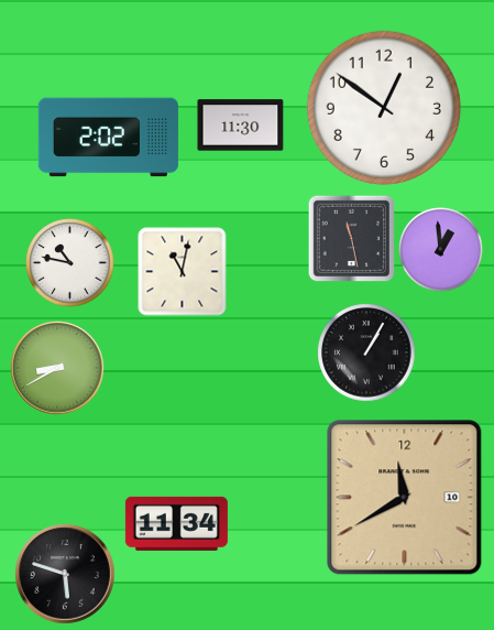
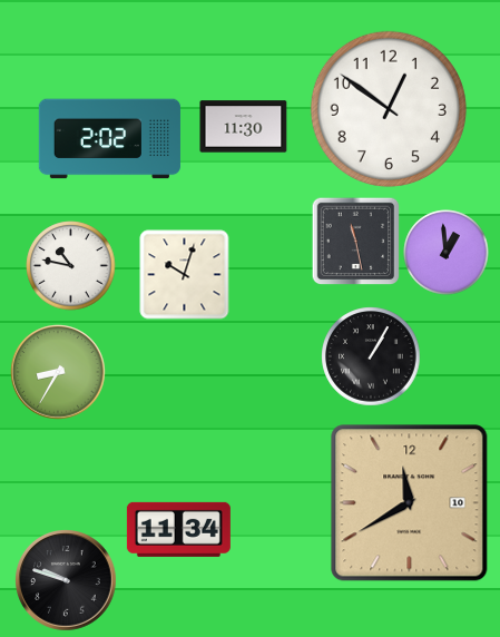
clock at (183, 272): 11:02 -> 10:03
clock at (57, 368): 8:40 -> 8:35
clock at (66, 575): 5:48 -> 9:48
